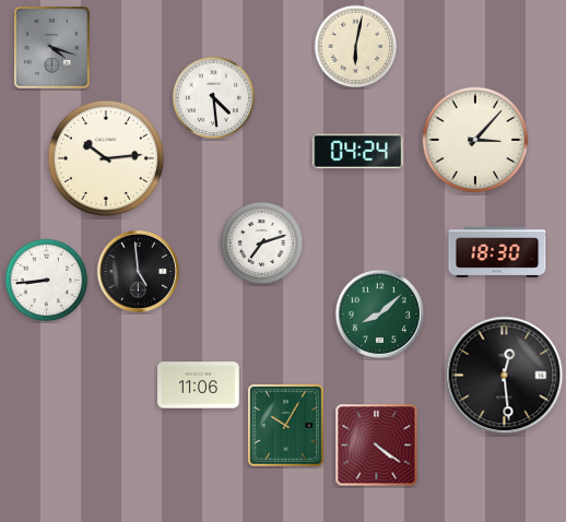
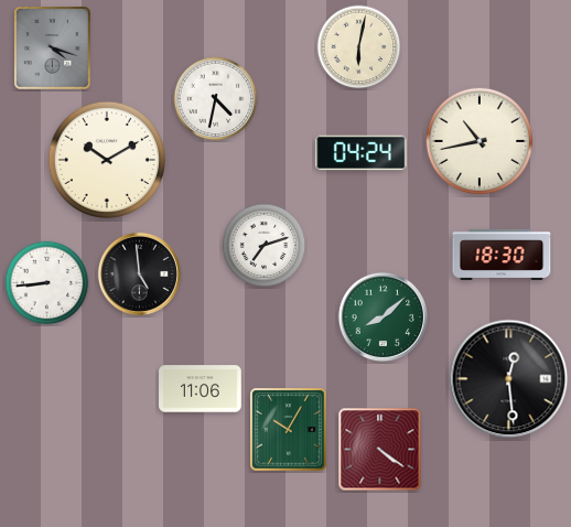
clock at (214, 98): 4:29 -> 4:32
clock at (475, 140): 3:07 -> 10:43
clock at (106, 158): 10:14 -> 10:10
